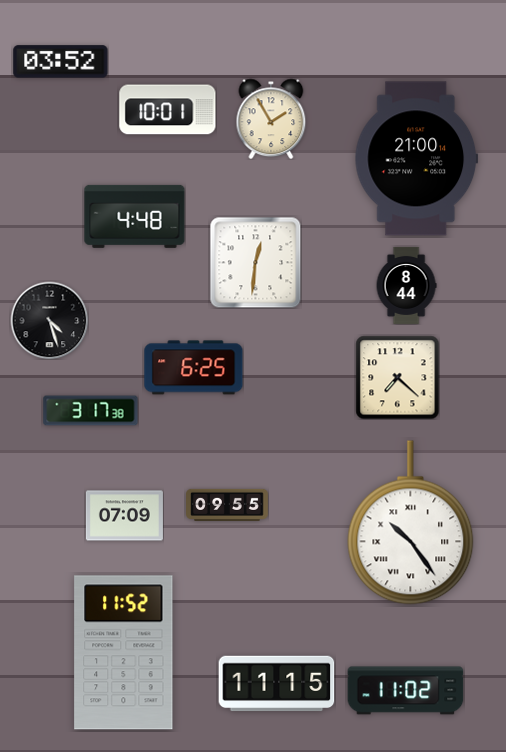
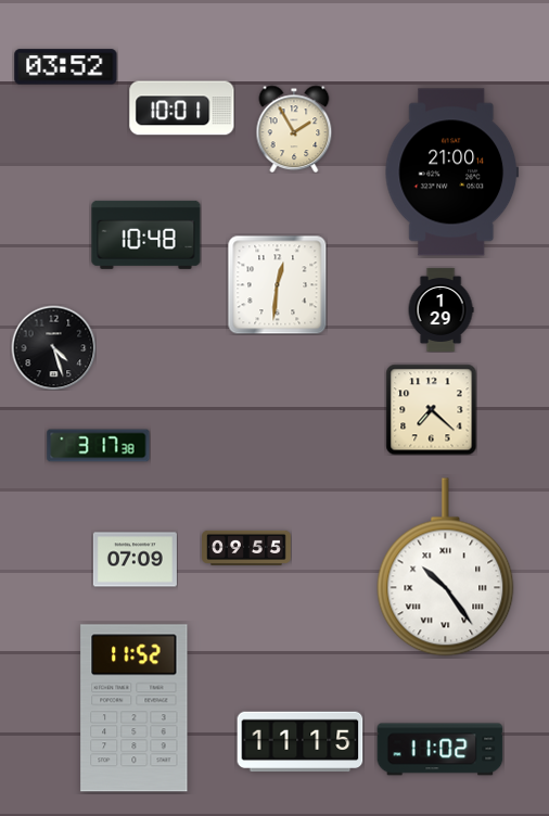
clock at (168, 110) position: (168, 110) -> (182, 109)
clock at (135, 216): 4:48 -> 10:48
clock at (406, 285): 8:44 -> 1:29
clock at (194, 368): 6:25 -> none
